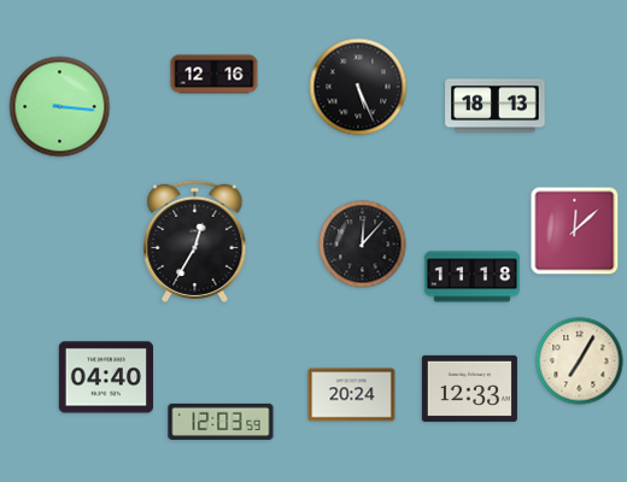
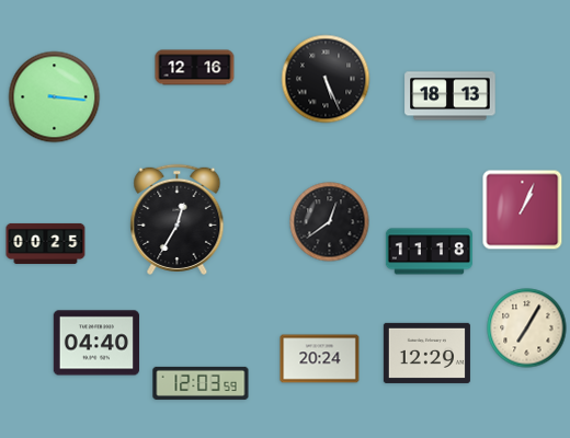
clock at (575, 231): 12:08 -> 1:04
clock at (363, 245): 12:07 -> 12:39
clock at (46, 243): none -> 00:25
clock at (469, 388): 12:33 -> 12:29
